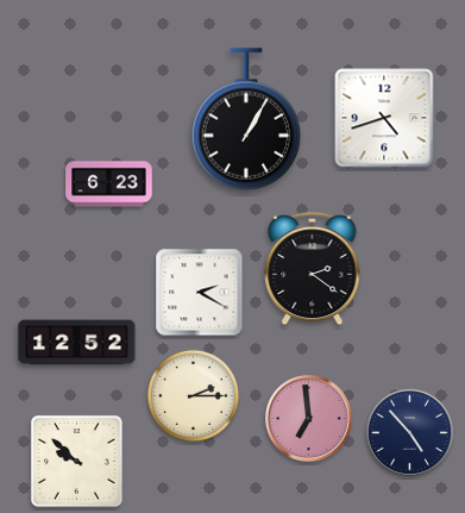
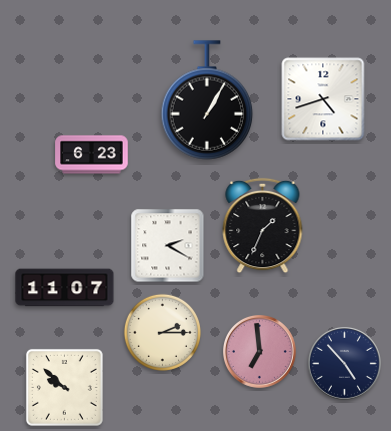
clock at (313, 269): 2:21 -> 1:34
clock at (77, 343): 12:52 -> 11:07
